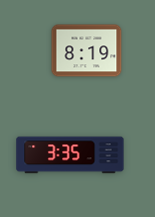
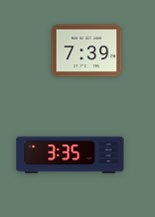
clock at (87, 51): 8:19 -> 7:39
